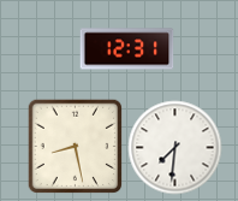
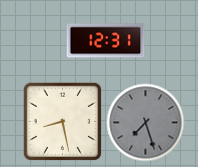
clock at (174, 147): 7:31 -> 7:27
clock at (174, 147) dial: white -> grey
